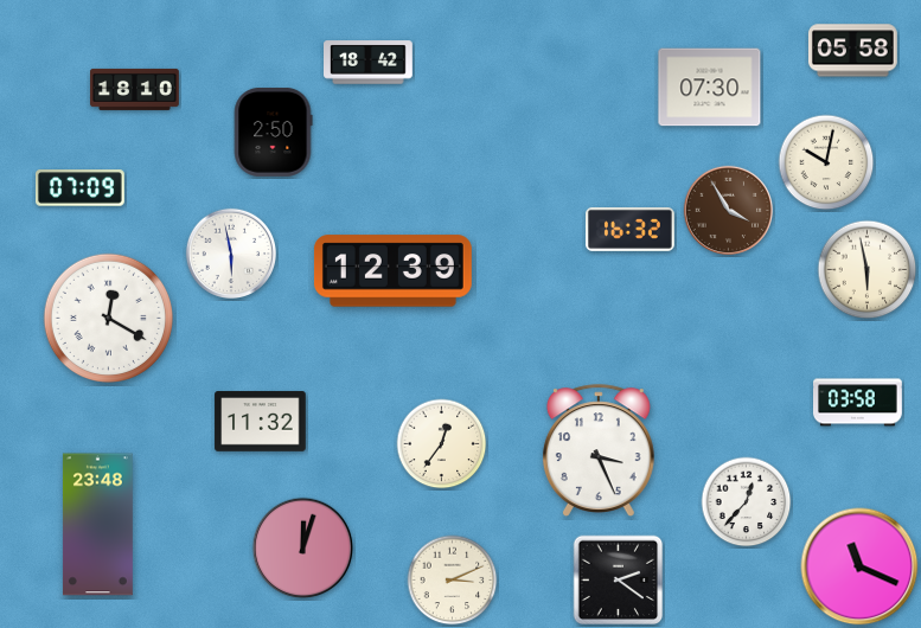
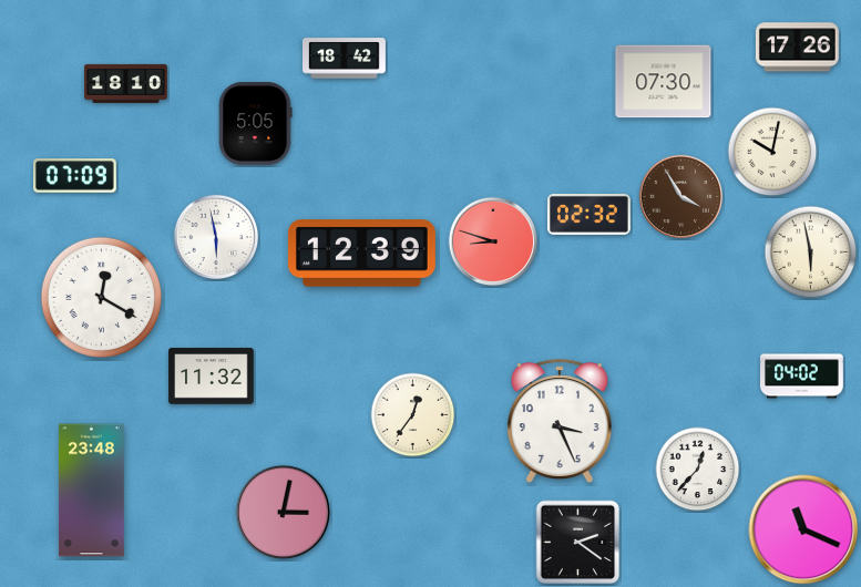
clock at (852, 51): 05:58 -> 17:26
clock at (273, 133): 2:50 -> 5:05
clock at (631, 229): 16:32 -> 02:32
clock at (493, 241): none -> 8:48
clock at (392, 271) position: (392, 271) -> (361, 254)
clock at (858, 403): 03:58 -> 04:02
clock at (261, 422) position: (261, 422) -> (212, 377)
clock at (303, 549): 12:03 -> 3:02
clock at (453, 581): 3:11 -> none
